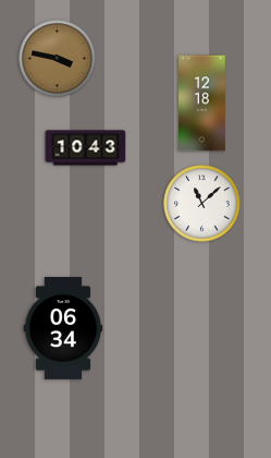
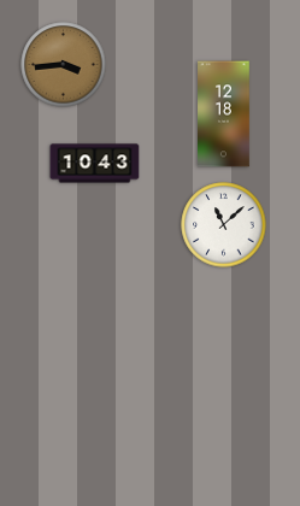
clock at (58, 59): 3:47 -> 3:44
clock at (63, 329): 06:34 -> none
